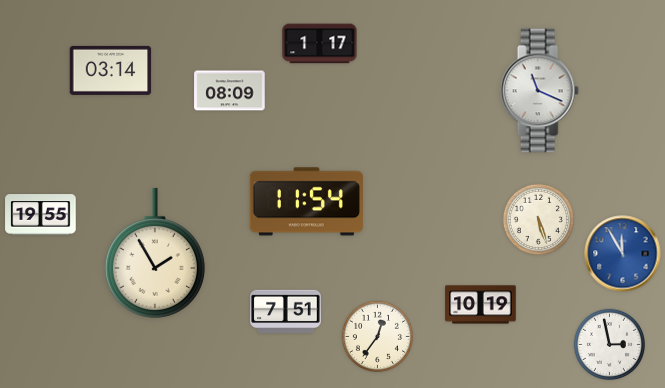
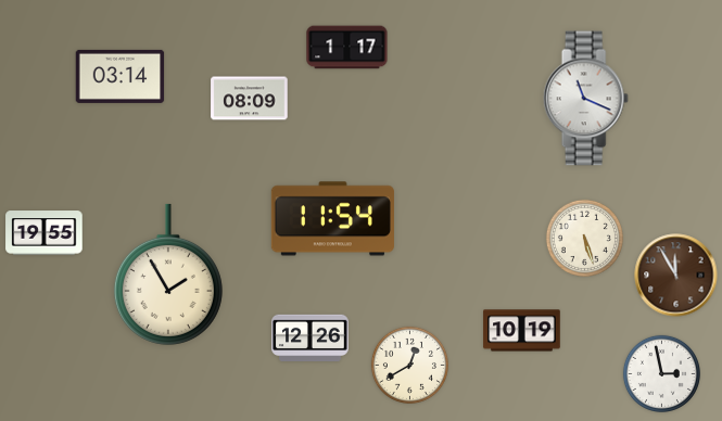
clock at (623, 254) dial: blue -> brown
clock at (286, 312): 7:51 -> 12:26
clock at (377, 336): 12:36 -> 12:40
